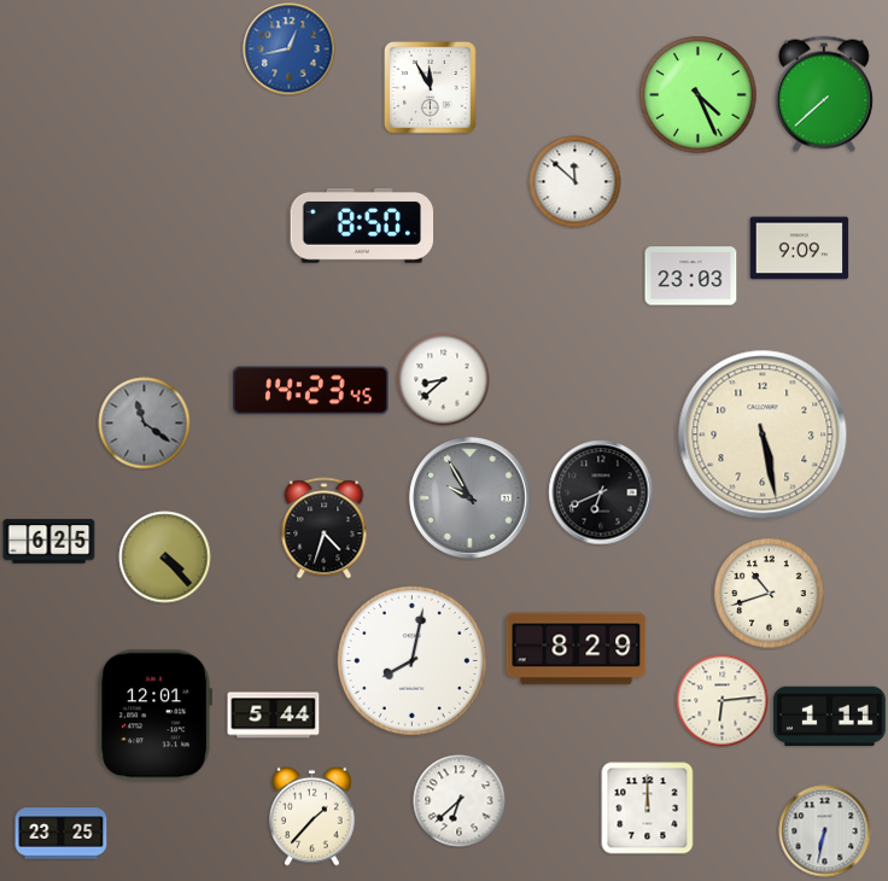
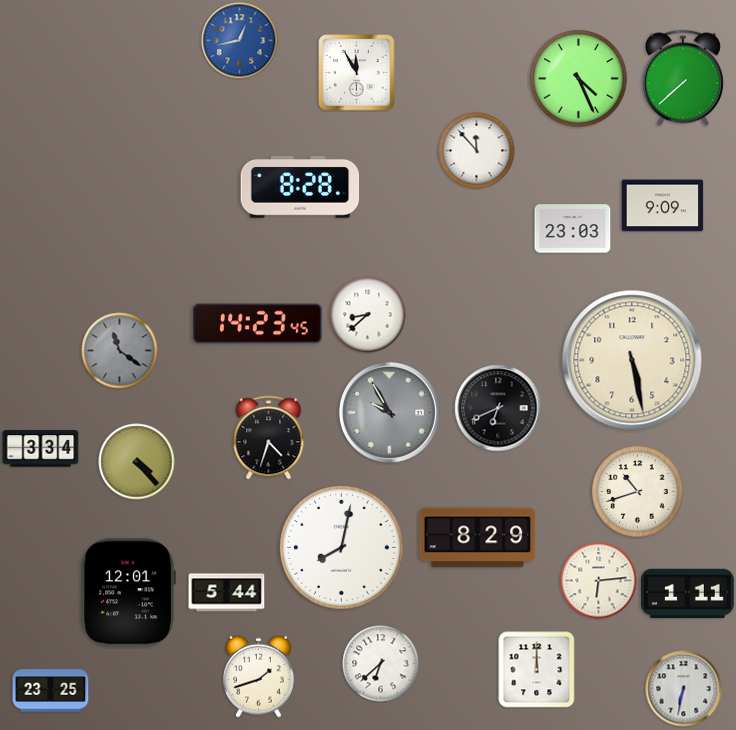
clock at (576, 182): 11:52 -> 11:53
clock at (362, 226): 8:50 -> 8:28
clock at (49, 542): 6:25 -> 3:34
clock at (312, 816): 1:37 -> 1:42
